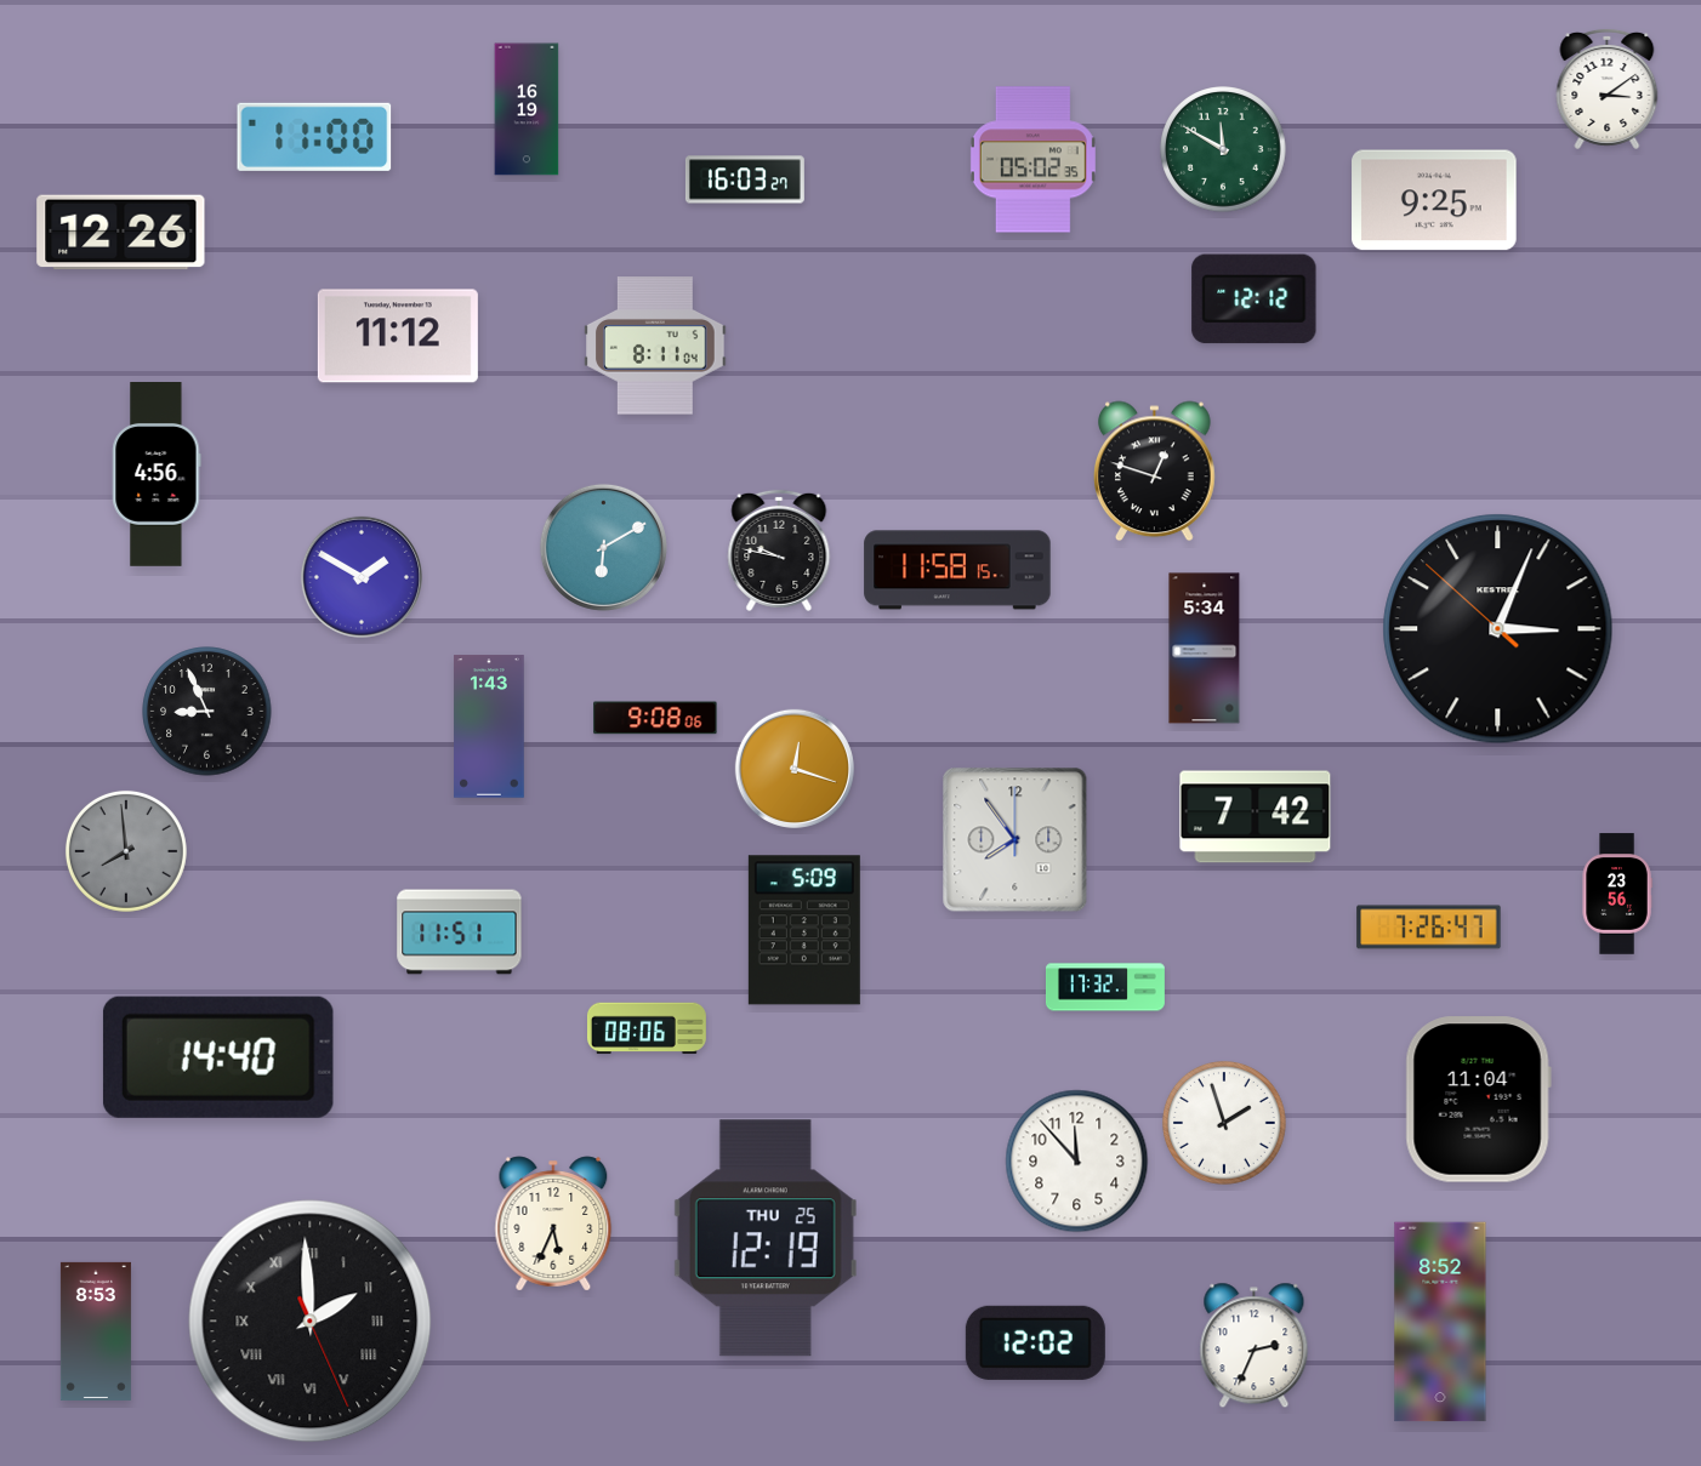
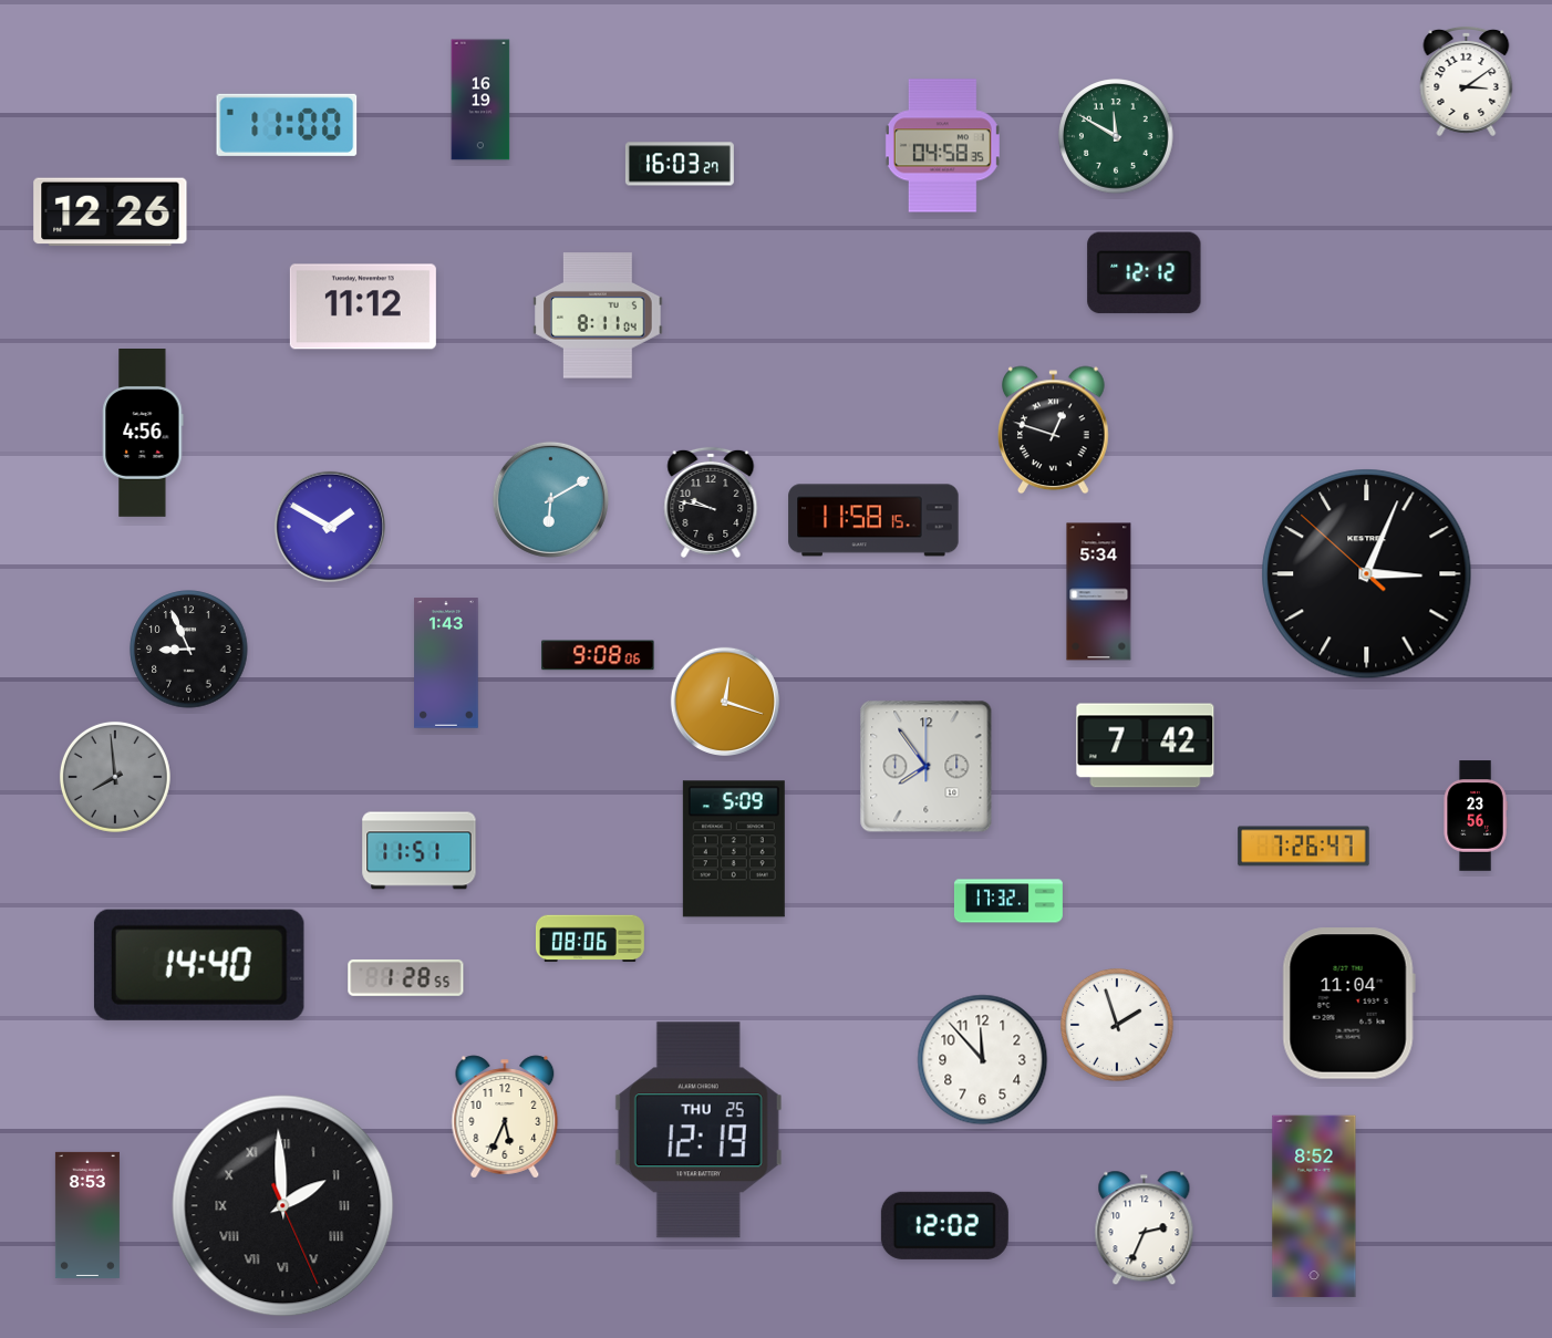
clock at (1032, 160): 05:02 -> 04:58
clock at (1434, 200): 9:25 -> none
clock at (406, 977): none -> 1:28
